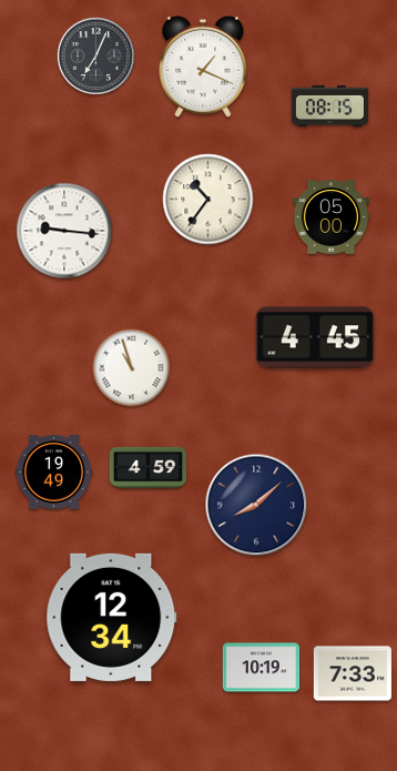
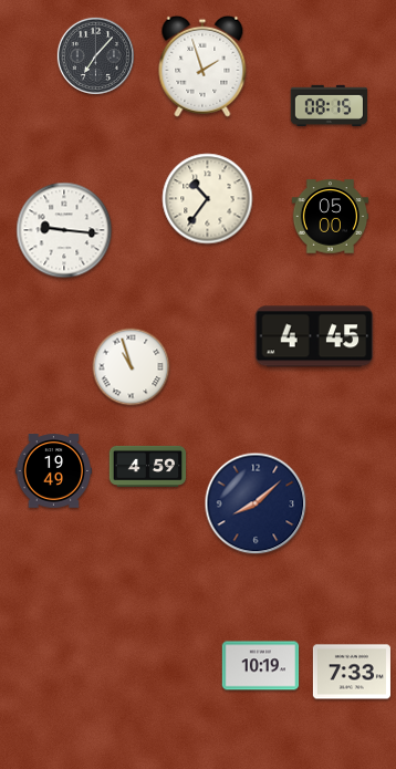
clock at (95, 55): 7:04 -> 7:07
clock at (203, 67): 1:19 -> 1:57
clock at (112, 617): 12:34 -> none
